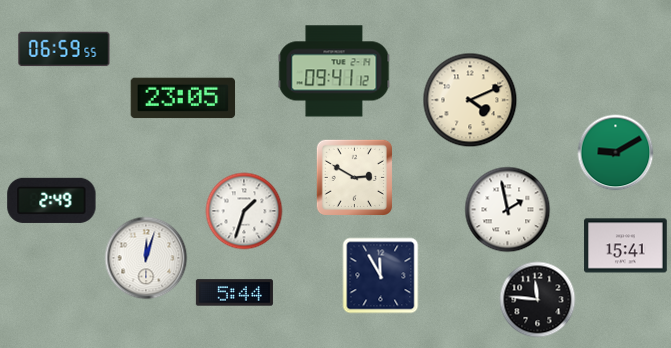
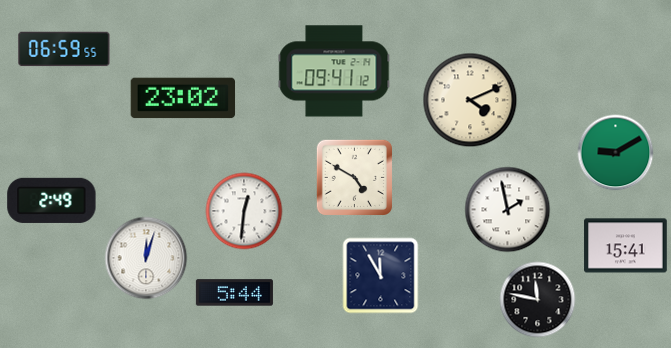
clock at (183, 98): 23:05 -> 23:02
clock at (354, 177): 2:50 -> 4:50
clock at (244, 211): 1:33 -> 12:31
clock at (538, 300): 11:46 -> 11:47
